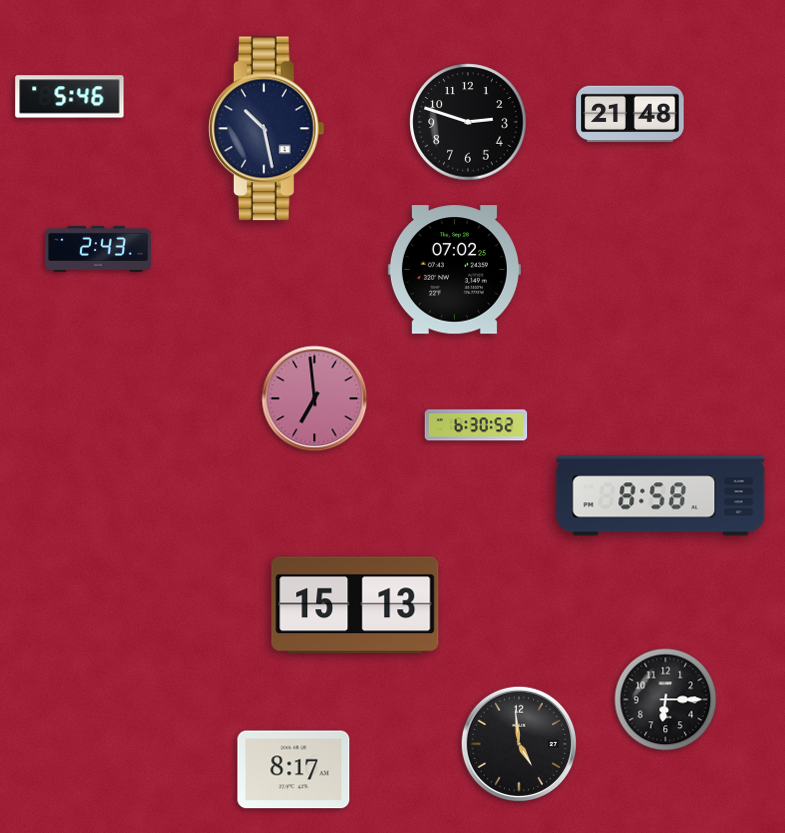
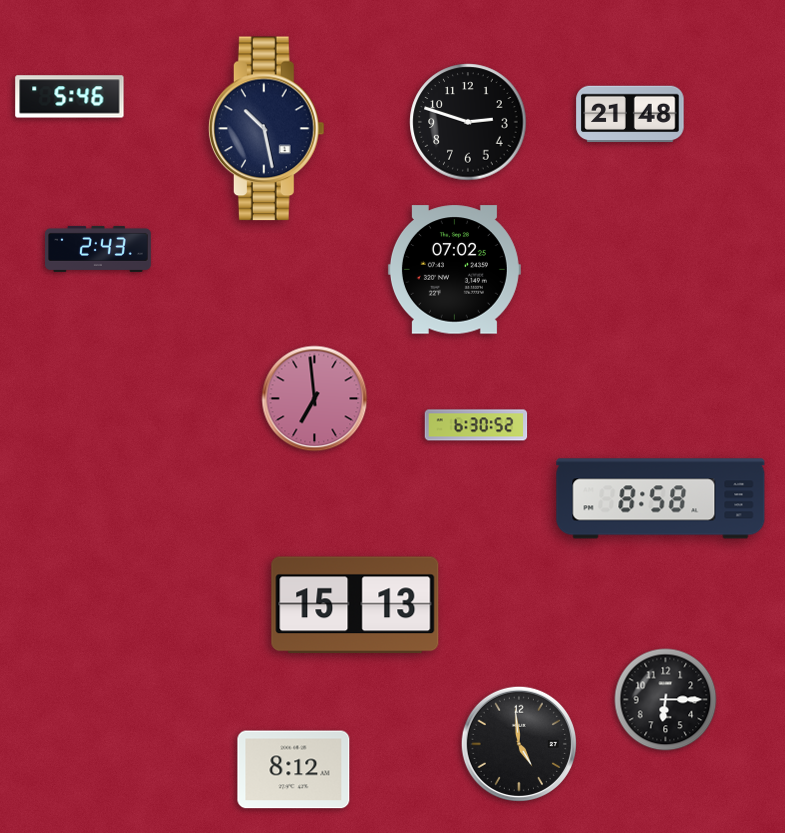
clock at (661, 496) position: (661, 496) -> (661, 499)
clock at (294, 770): 8:17 -> 8:12
